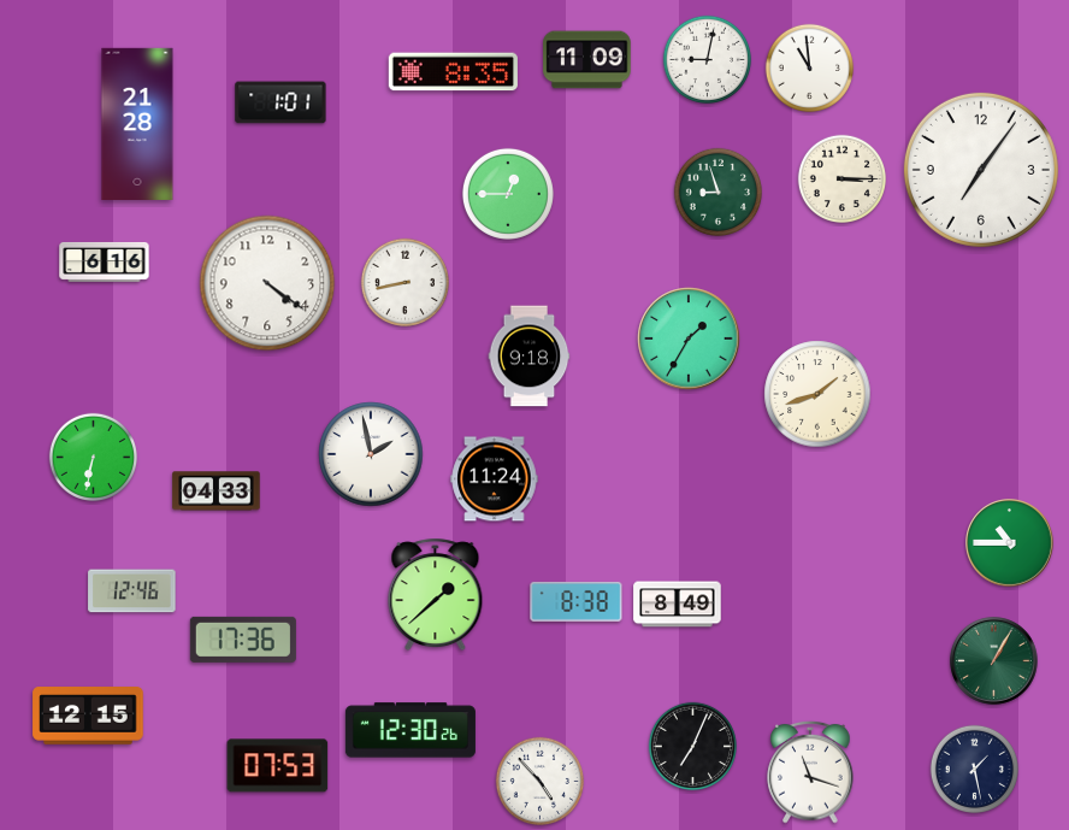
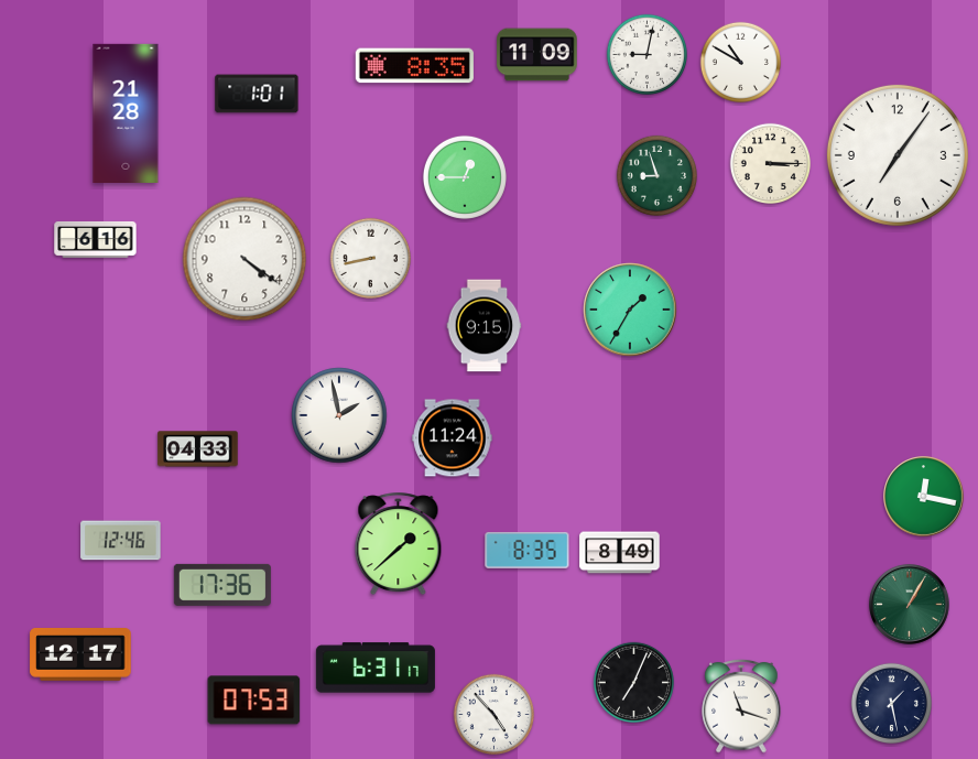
clock at (809, 67): 10:59 -> 10:50
clock at (530, 357): 9:18 -> 9:15
clock at (817, 394): 1:42 -> none
clock at (93, 457): 6:32 -> none
clock at (1010, 543): 10:45 -> 12:17
clock at (577, 601): 8:38 -> 8:35
clock at (88, 717): 12:15 -> 12:17
clock at (411, 730): 12:30 -> 6:31
